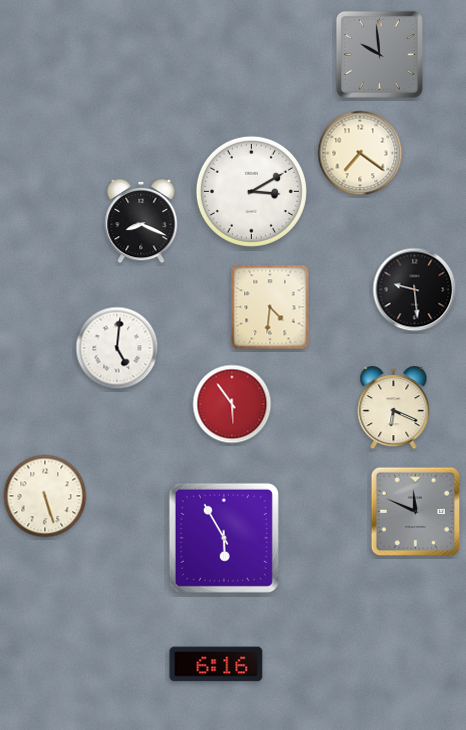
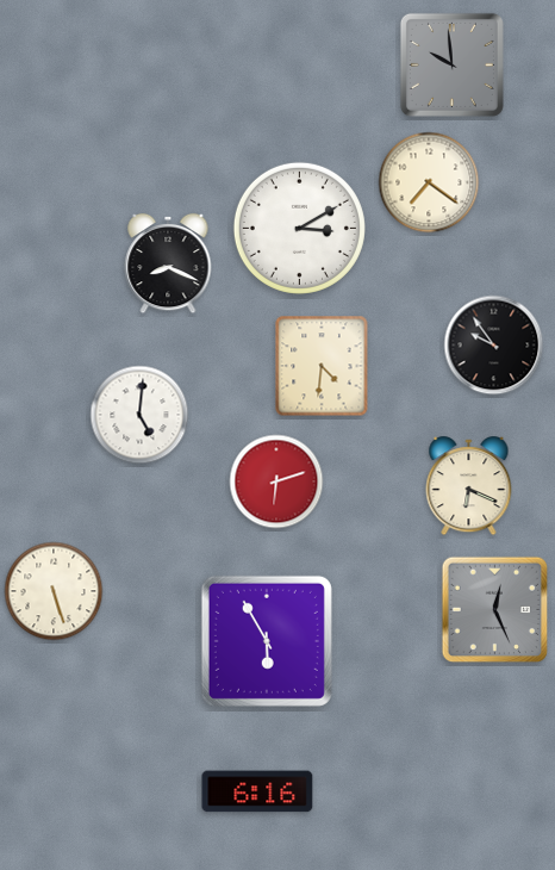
clock at (415, 290): 9:29 -> 9:54
clock at (232, 404): 5:54 -> 6:12
clock at (416, 512): 11:49 -> 12:26
